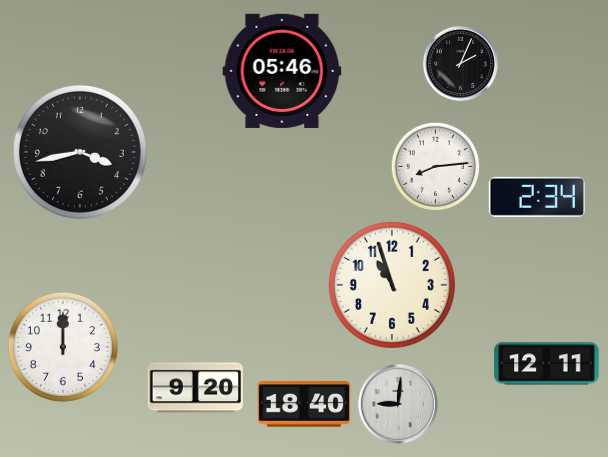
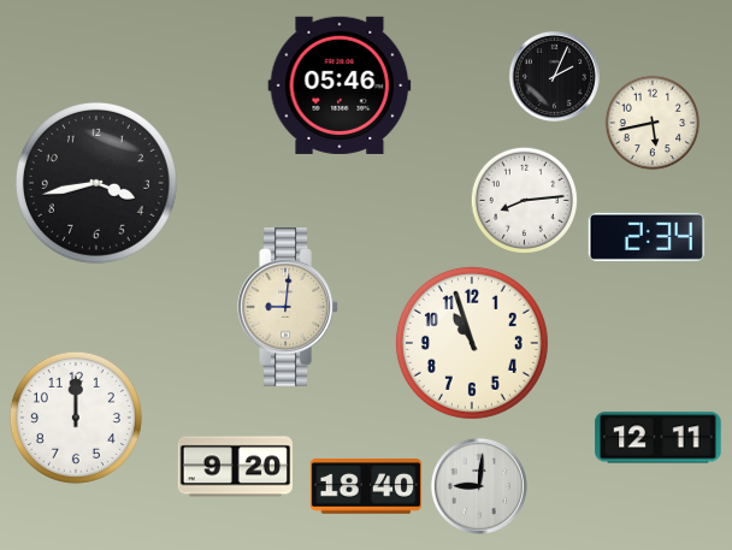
clock at (653, 123): none -> 5:43
clock at (288, 307): none -> 9:01
